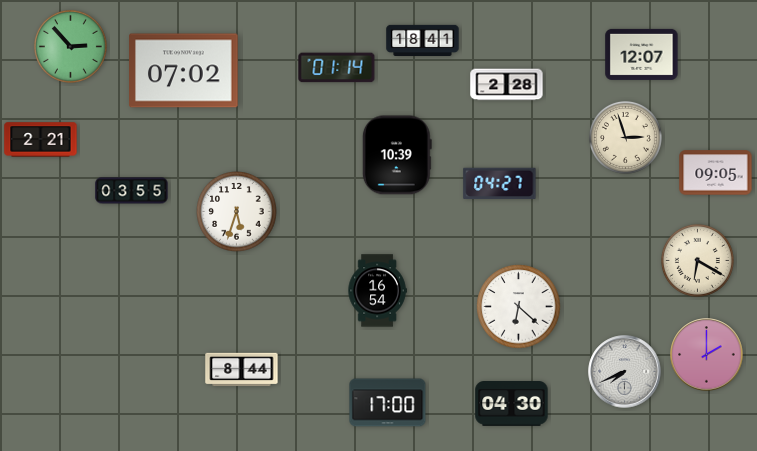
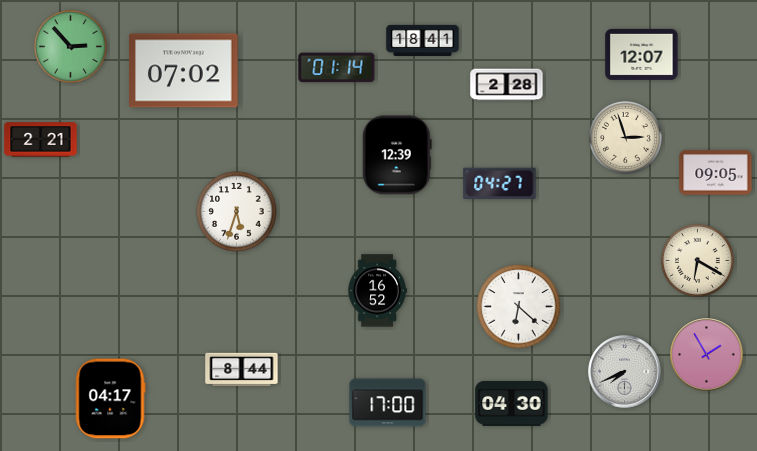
clock at (397, 155): 10:39 -> 12:39
clock at (132, 191): 03:55 -> none
clock at (377, 291): 16:54 -> 16:52
clock at (707, 355): 2:00 -> 1:55
clock at (110, 399): none -> 04:17
